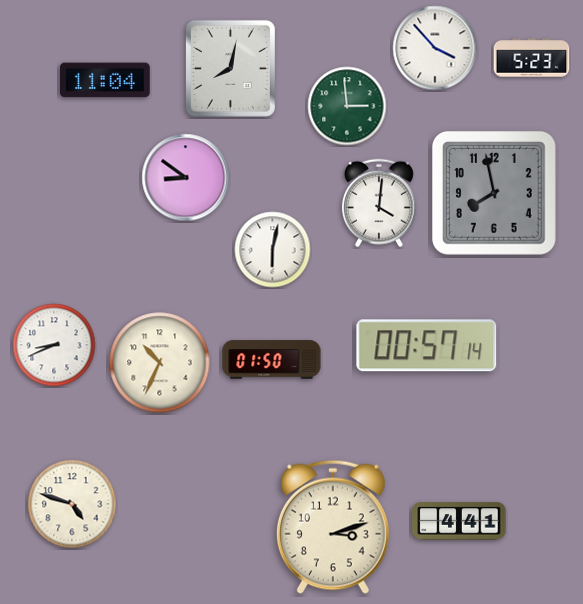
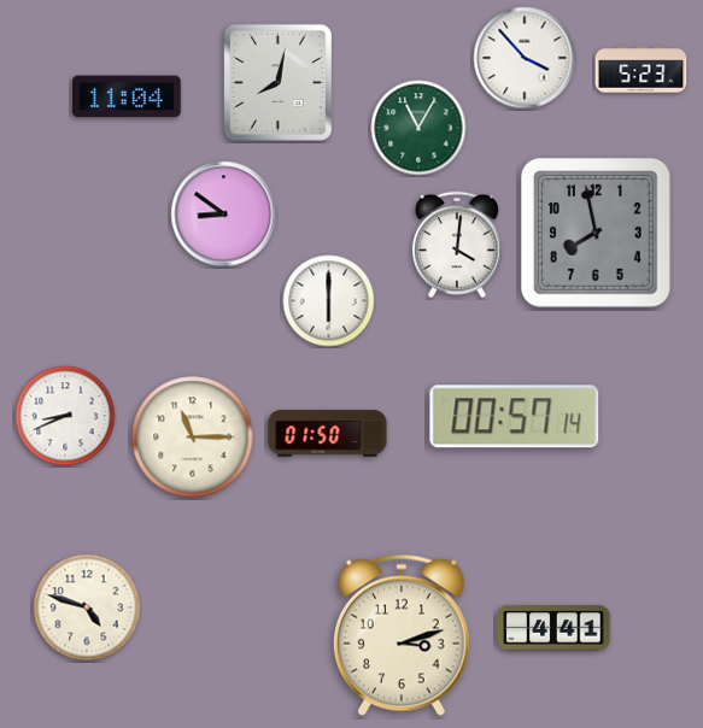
clock at (347, 106): 2:59 -> 11:05
clock at (273, 250): 6:02 -> 6:00
clock at (160, 363): 10:34 -> 11:15
